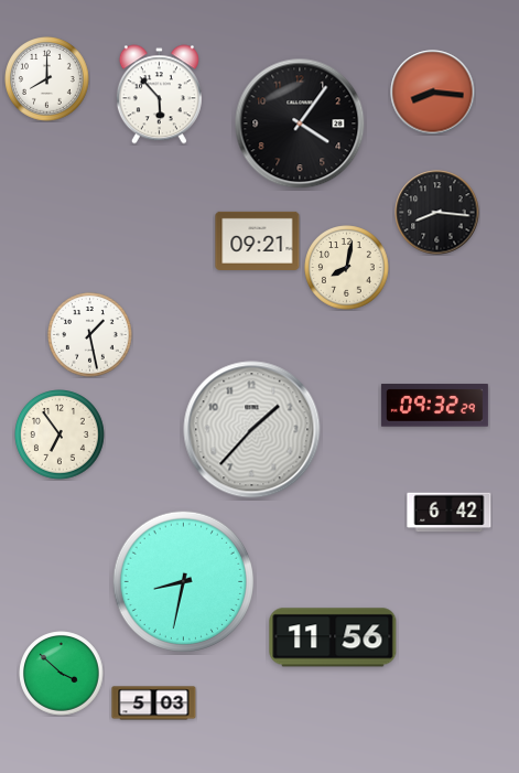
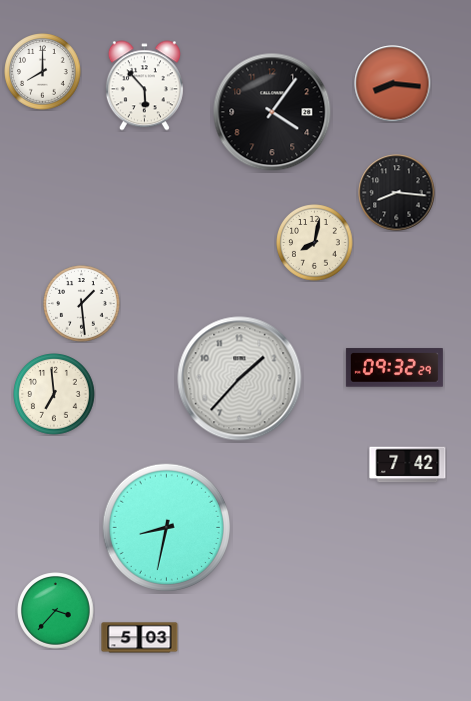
clock at (258, 240): 09:21 -> none
clock at (90, 335): 1:28 -> 1:29
clock at (252, 430) position: (252, 430) -> (240, 379)
clock at (61, 436): 6:54 -> 6:59
clock at (450, 513): 6:42 -> 7:42
clock at (333, 637): 11:56 -> none
clock at (62, 674): 3:52 -> 3:37
